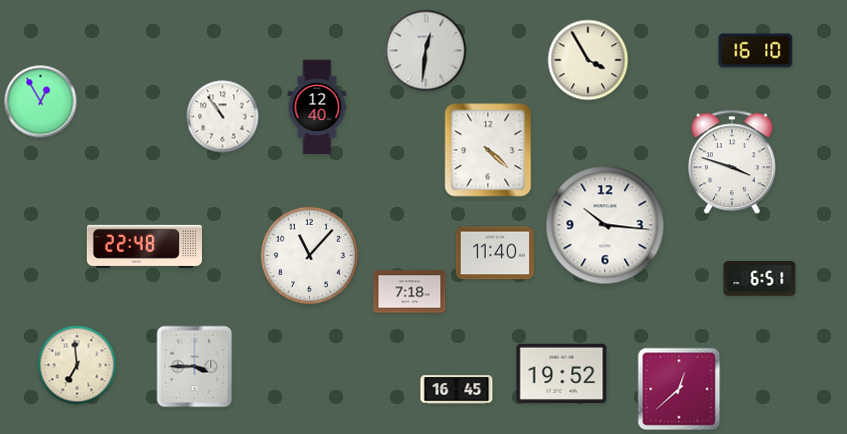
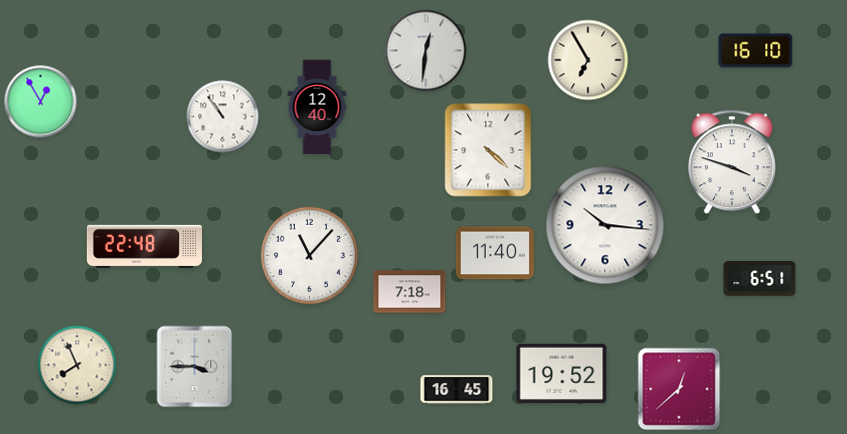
clock at (588, 60): 3:55 -> 6:55
clock at (77, 365): 6:59 -> 7:56
